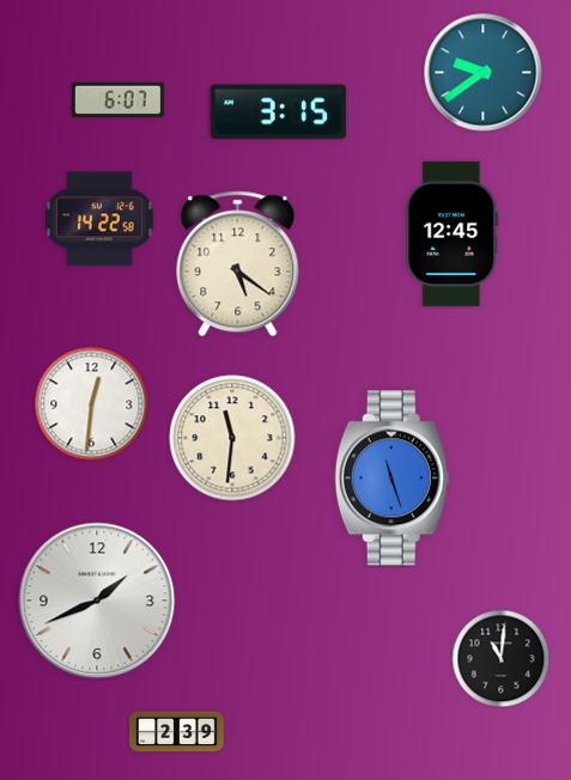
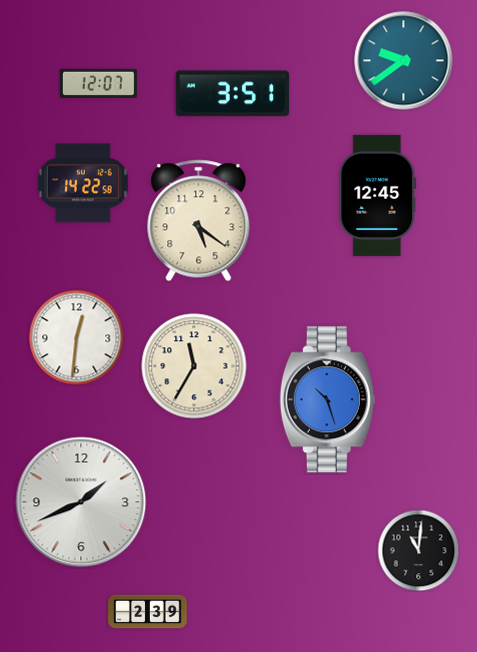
clock at (117, 99): 6:07 -> 12:07
clock at (279, 112): 3:15 -> 3:51
clock at (232, 438): 11:31 -> 11:35
clock at (391, 479): 11:27 -> 10:27
